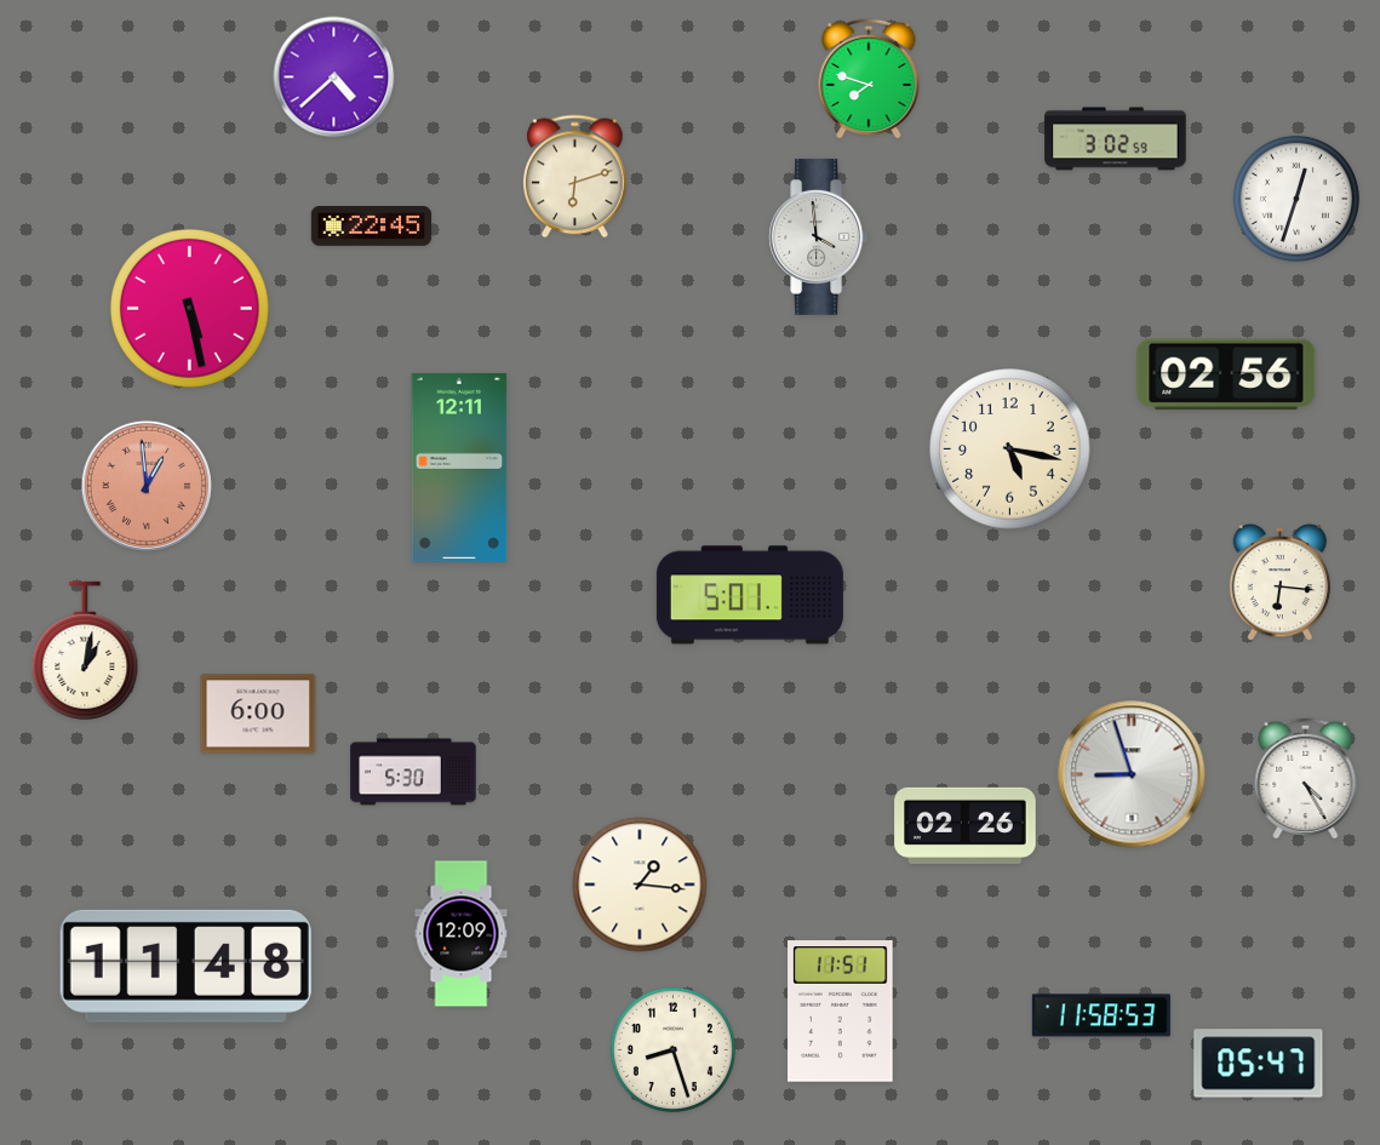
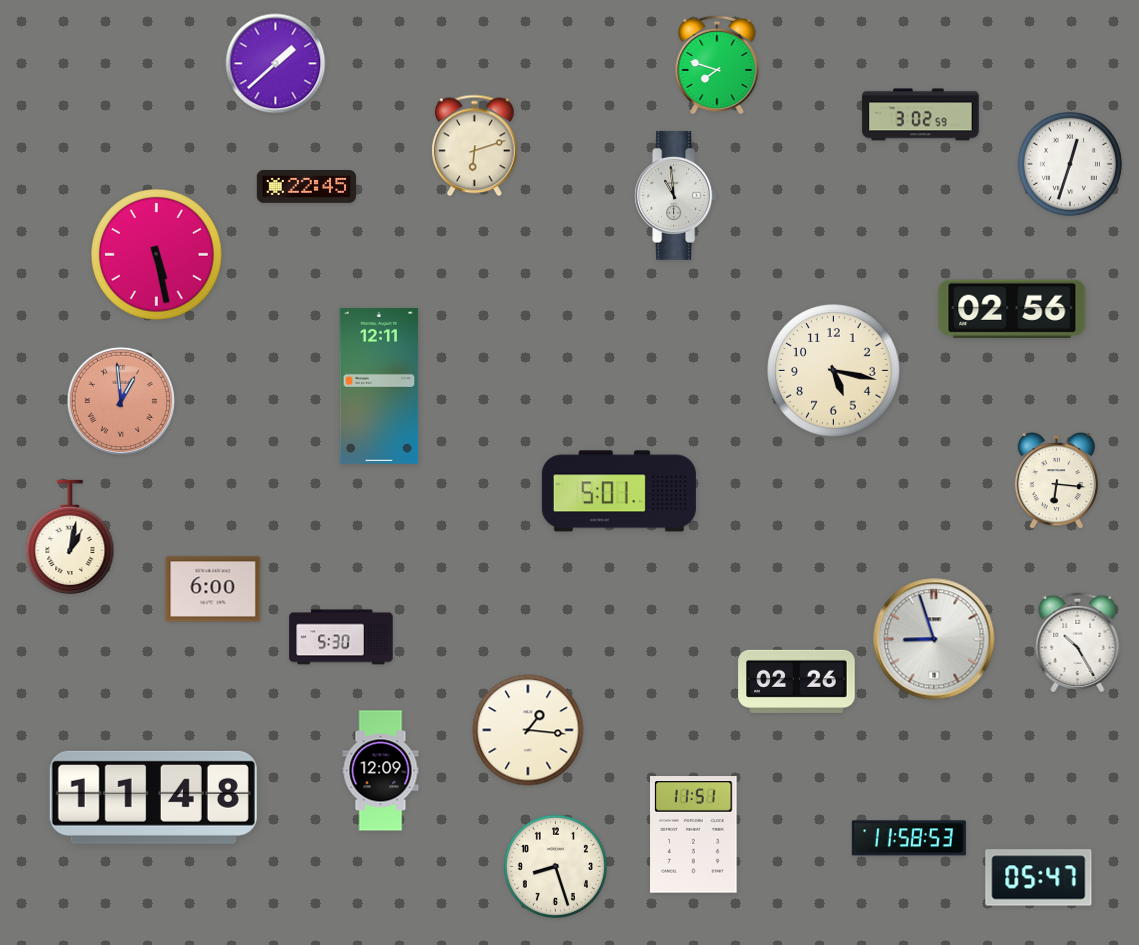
clock at (334, 78): 4:38 -> 1:38
clock at (819, 236): 3:59 -> 10:59
clock at (1306, 778): 4:25 -> 10:25
